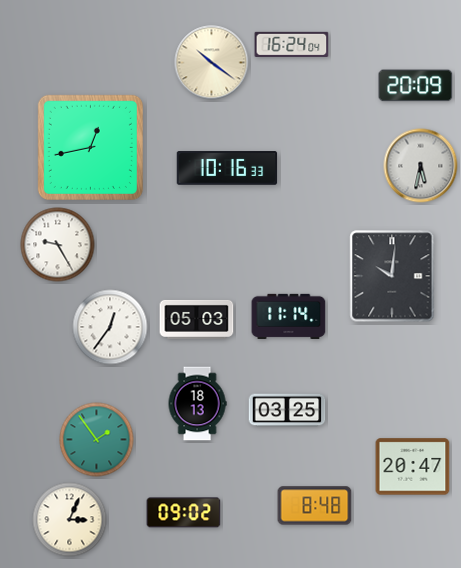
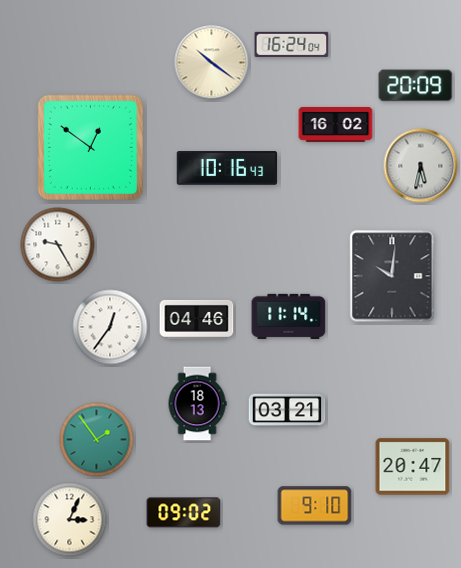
clock at (336, 124): none -> 16:02
clock at (90, 147): 12:43 -> 12:51
clock at (227, 168): 10:16:33 -> 10:16:43
clock at (197, 319): 05:03 -> 04:46
clock at (287, 410): 03:25 -> 03:21
clock at (315, 506): 8:48 -> 9:10
